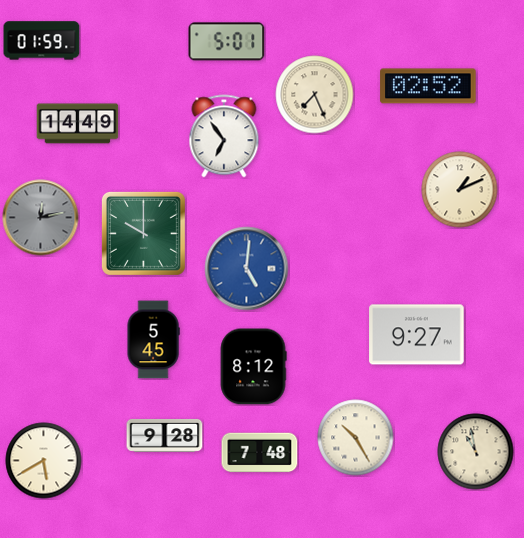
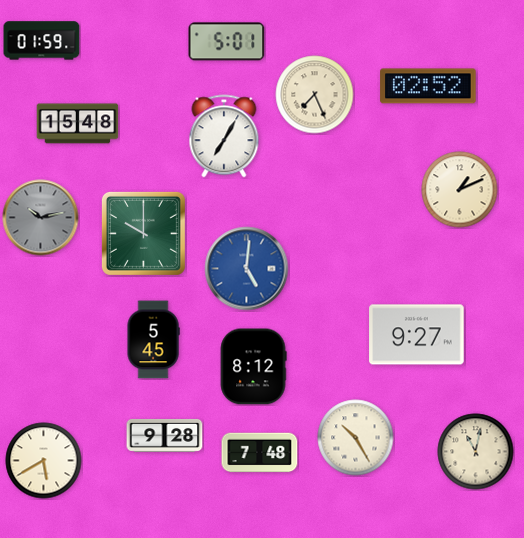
clock at (78, 124): 14:49 -> 15:48
clock at (224, 136): 6:54 -> 7:05
clock at (41, 218): 12:13 -> 10:13
clock at (476, 452): 10:58 -> 11:02
